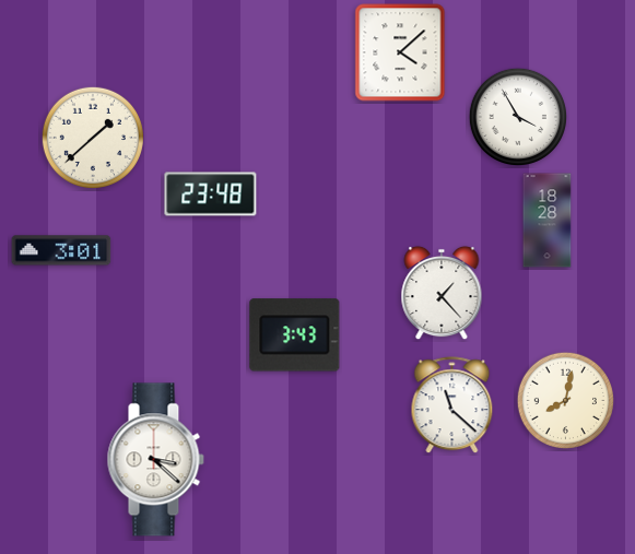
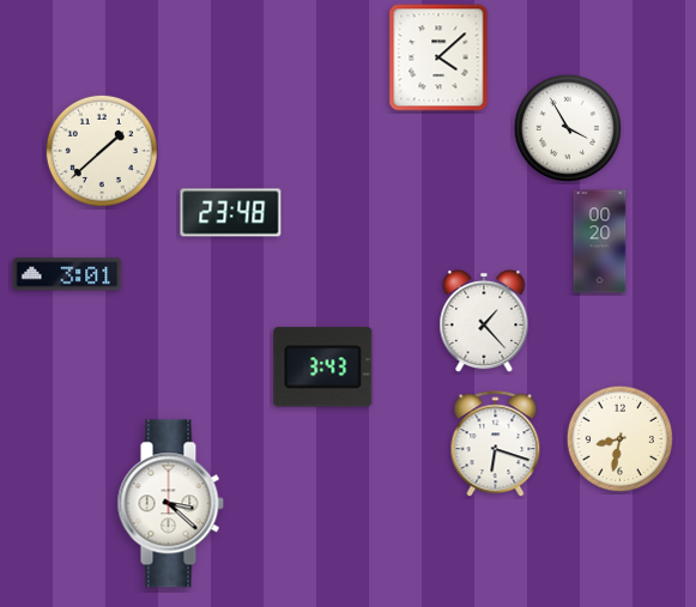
clock at (548, 221): 18:28 -> 00:20
clock at (565, 400): 8:02 -> 8:32
clock at (452, 405): 11:22 -> 6:18
